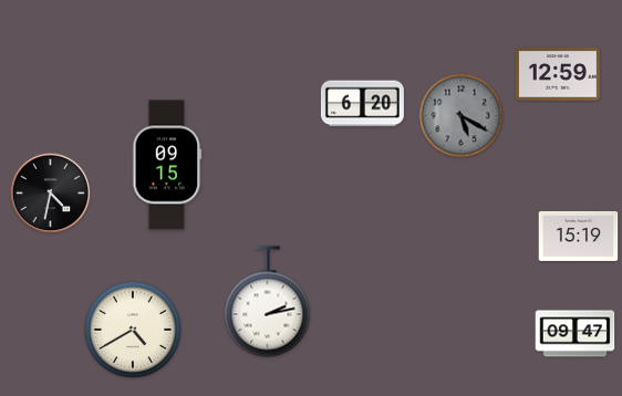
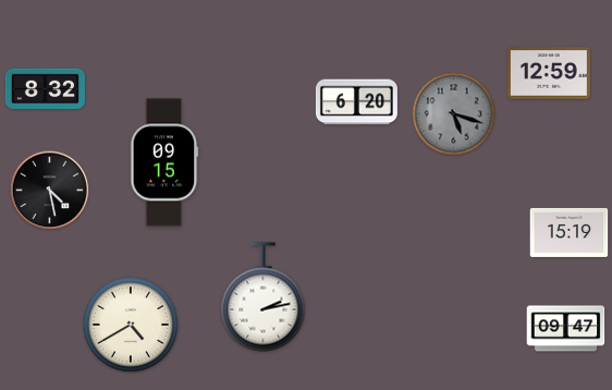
clock at (46, 89): none -> 8:32
clock at (462, 116): 5:20 -> 5:18
clock at (51, 194): 4:32 -> 4:28
